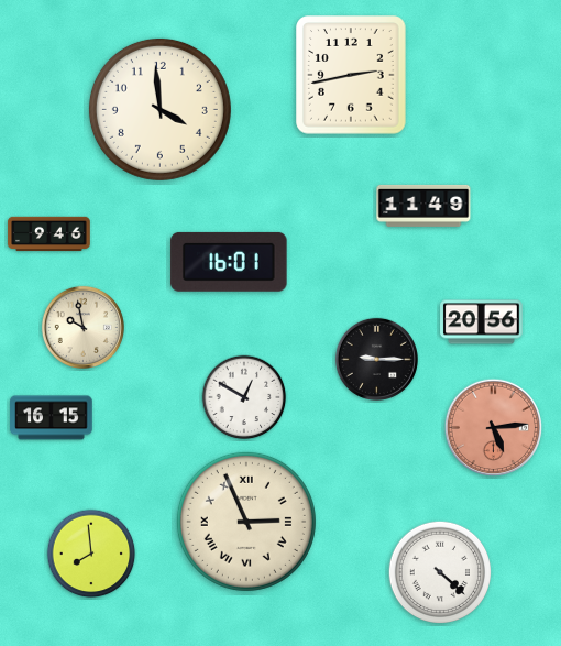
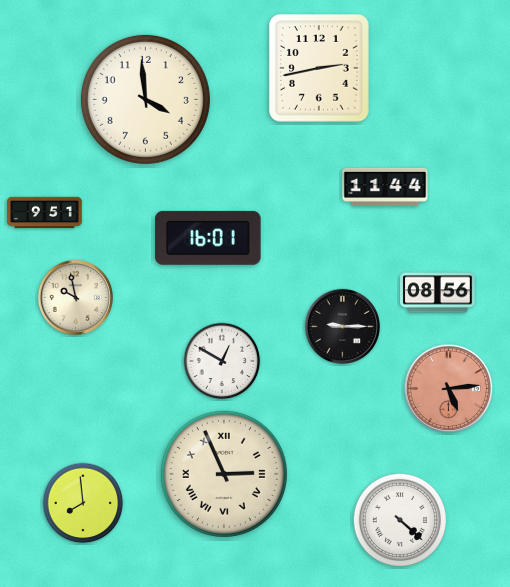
clock at (424, 206): 11:49 -> 11:44
clock at (50, 234): 9:46 -> 9:51
clock at (482, 322): 20:56 -> 08:56
clock at (52, 418): 16:15 -> none
